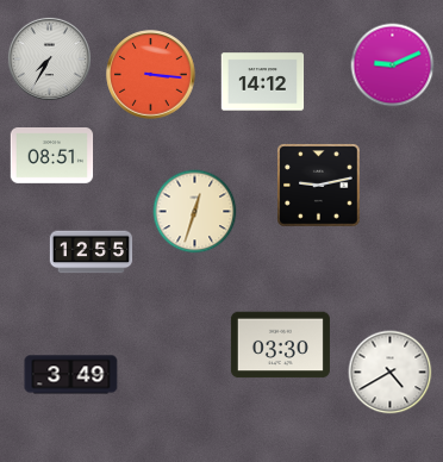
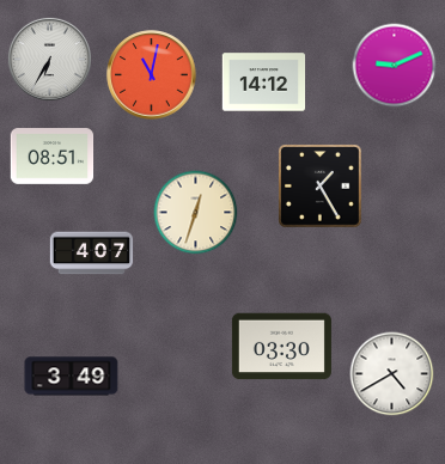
clock at (49, 58): 7:35 -> 6:35
clock at (151, 75): 3:16 -> 11:02
clock at (319, 186): 9:13 -> 1:25
clock at (92, 252): 12:55 -> 4:07
